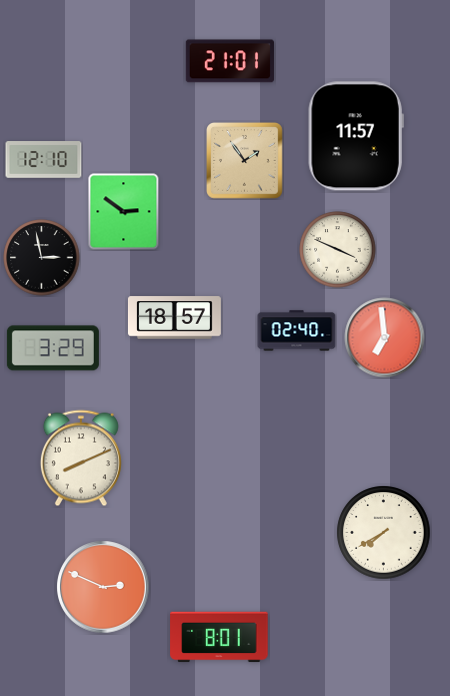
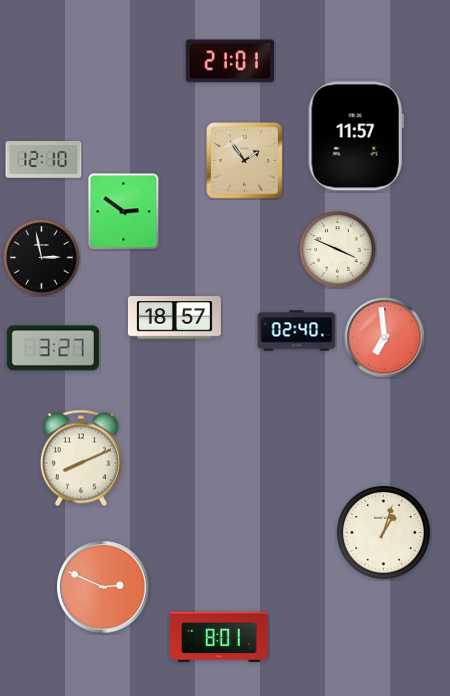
clock at (53, 348): 3:29 -> 3:27
clock at (384, 533): 7:40 -> 1:03
